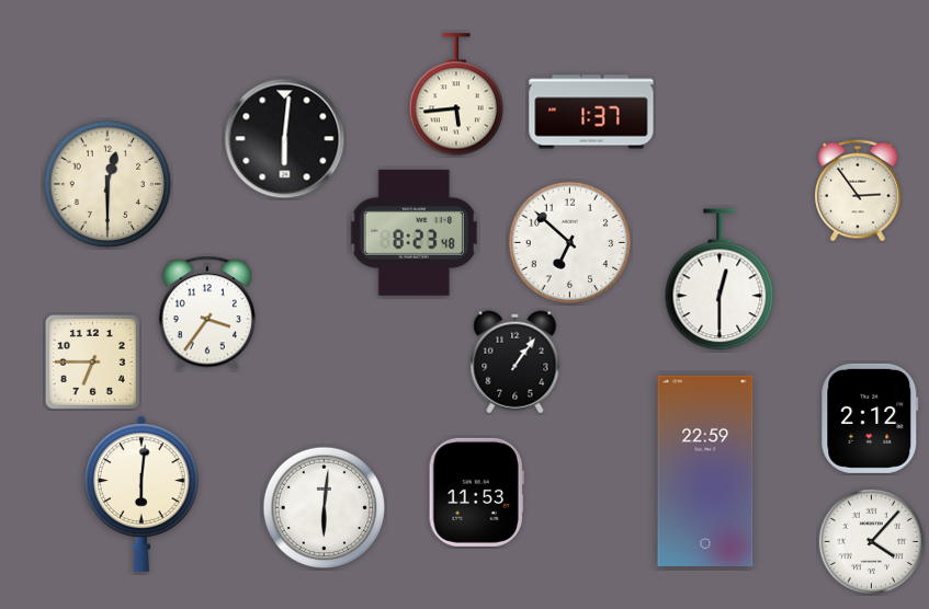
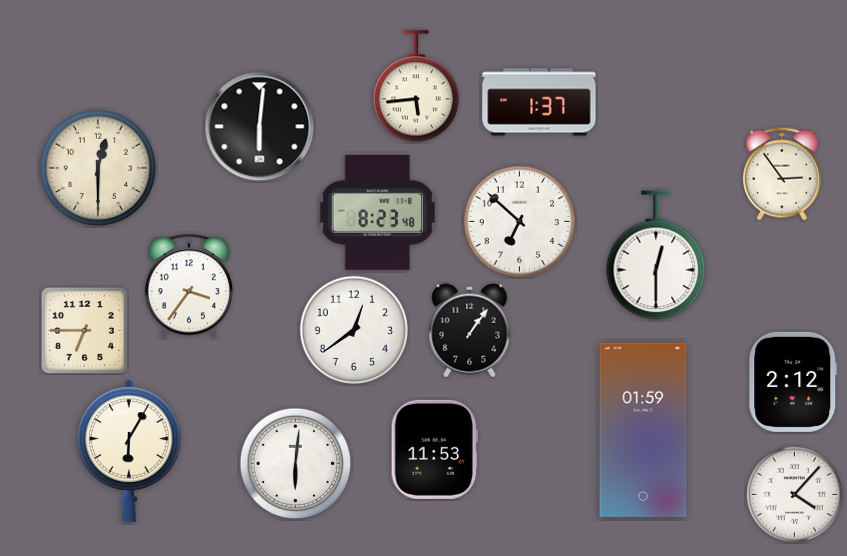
clock at (354, 330): none -> 12:39
clock at (705, 471): 22:59 -> 01:59
clock at (141, 494): 6:01 -> 6:05
